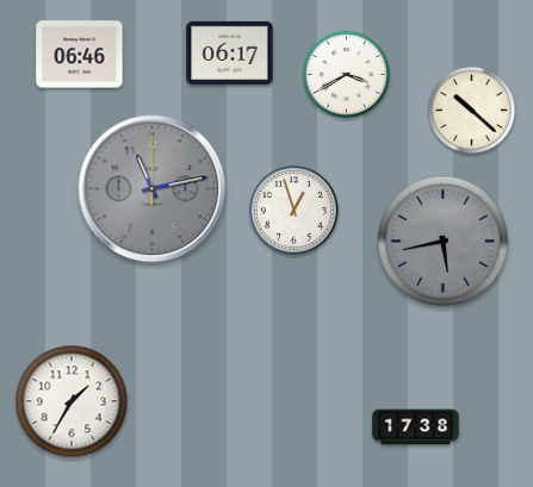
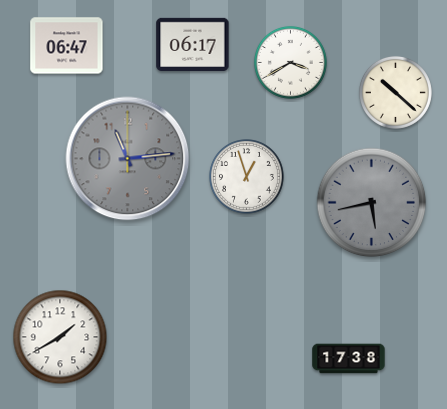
clock at (80, 55): 06:46 -> 06:47
clock at (153, 189): 11:13 -> 11:14
clock at (72, 401): 1:35 -> 1:40
